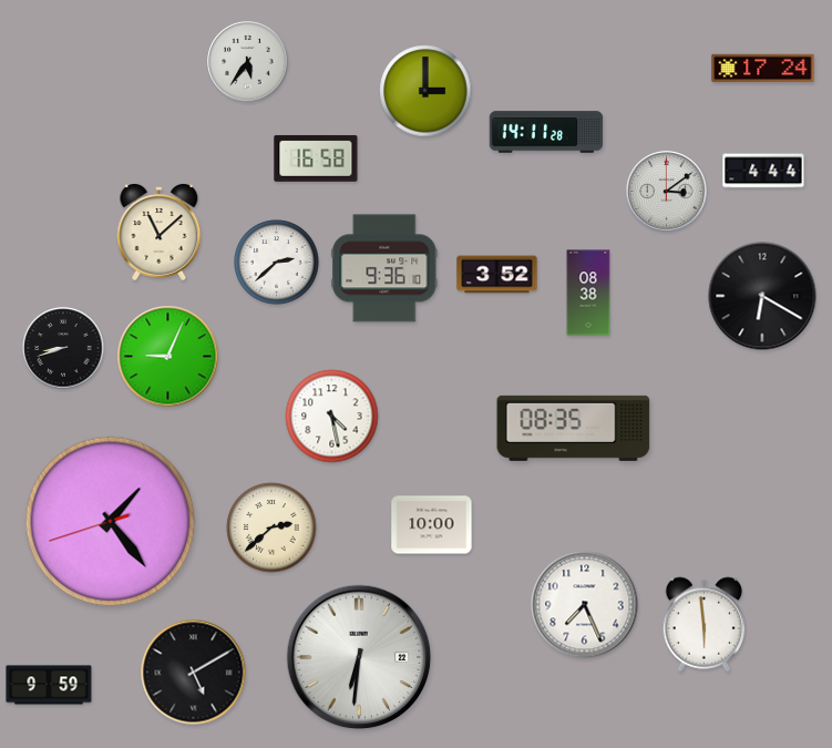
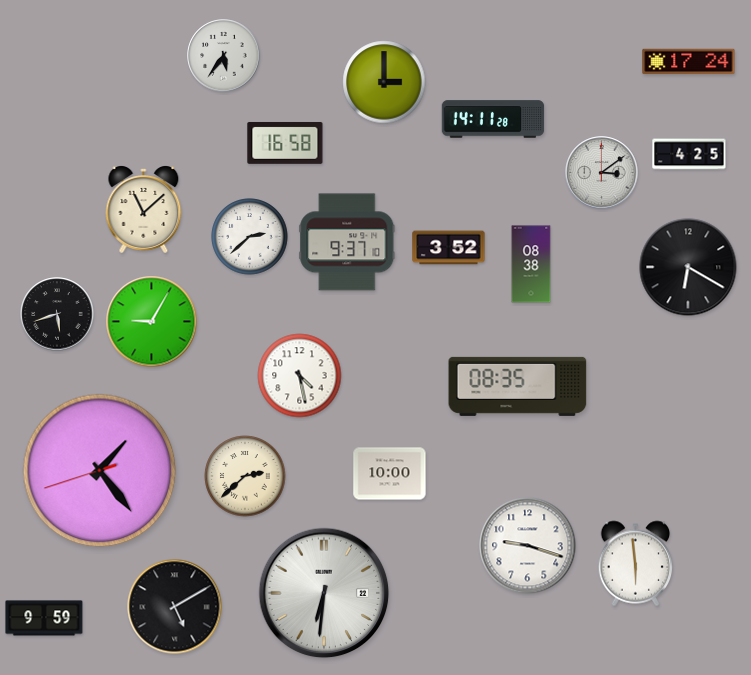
clock at (763, 171): 4:44 -> 4:25
clock at (384, 268): 9:36 -> 9:37
clock at (63, 348): 8:42 -> 5:42
clock at (168, 357): 9:04 -> 9:05
clock at (585, 605): 7:26 -> 9:18
